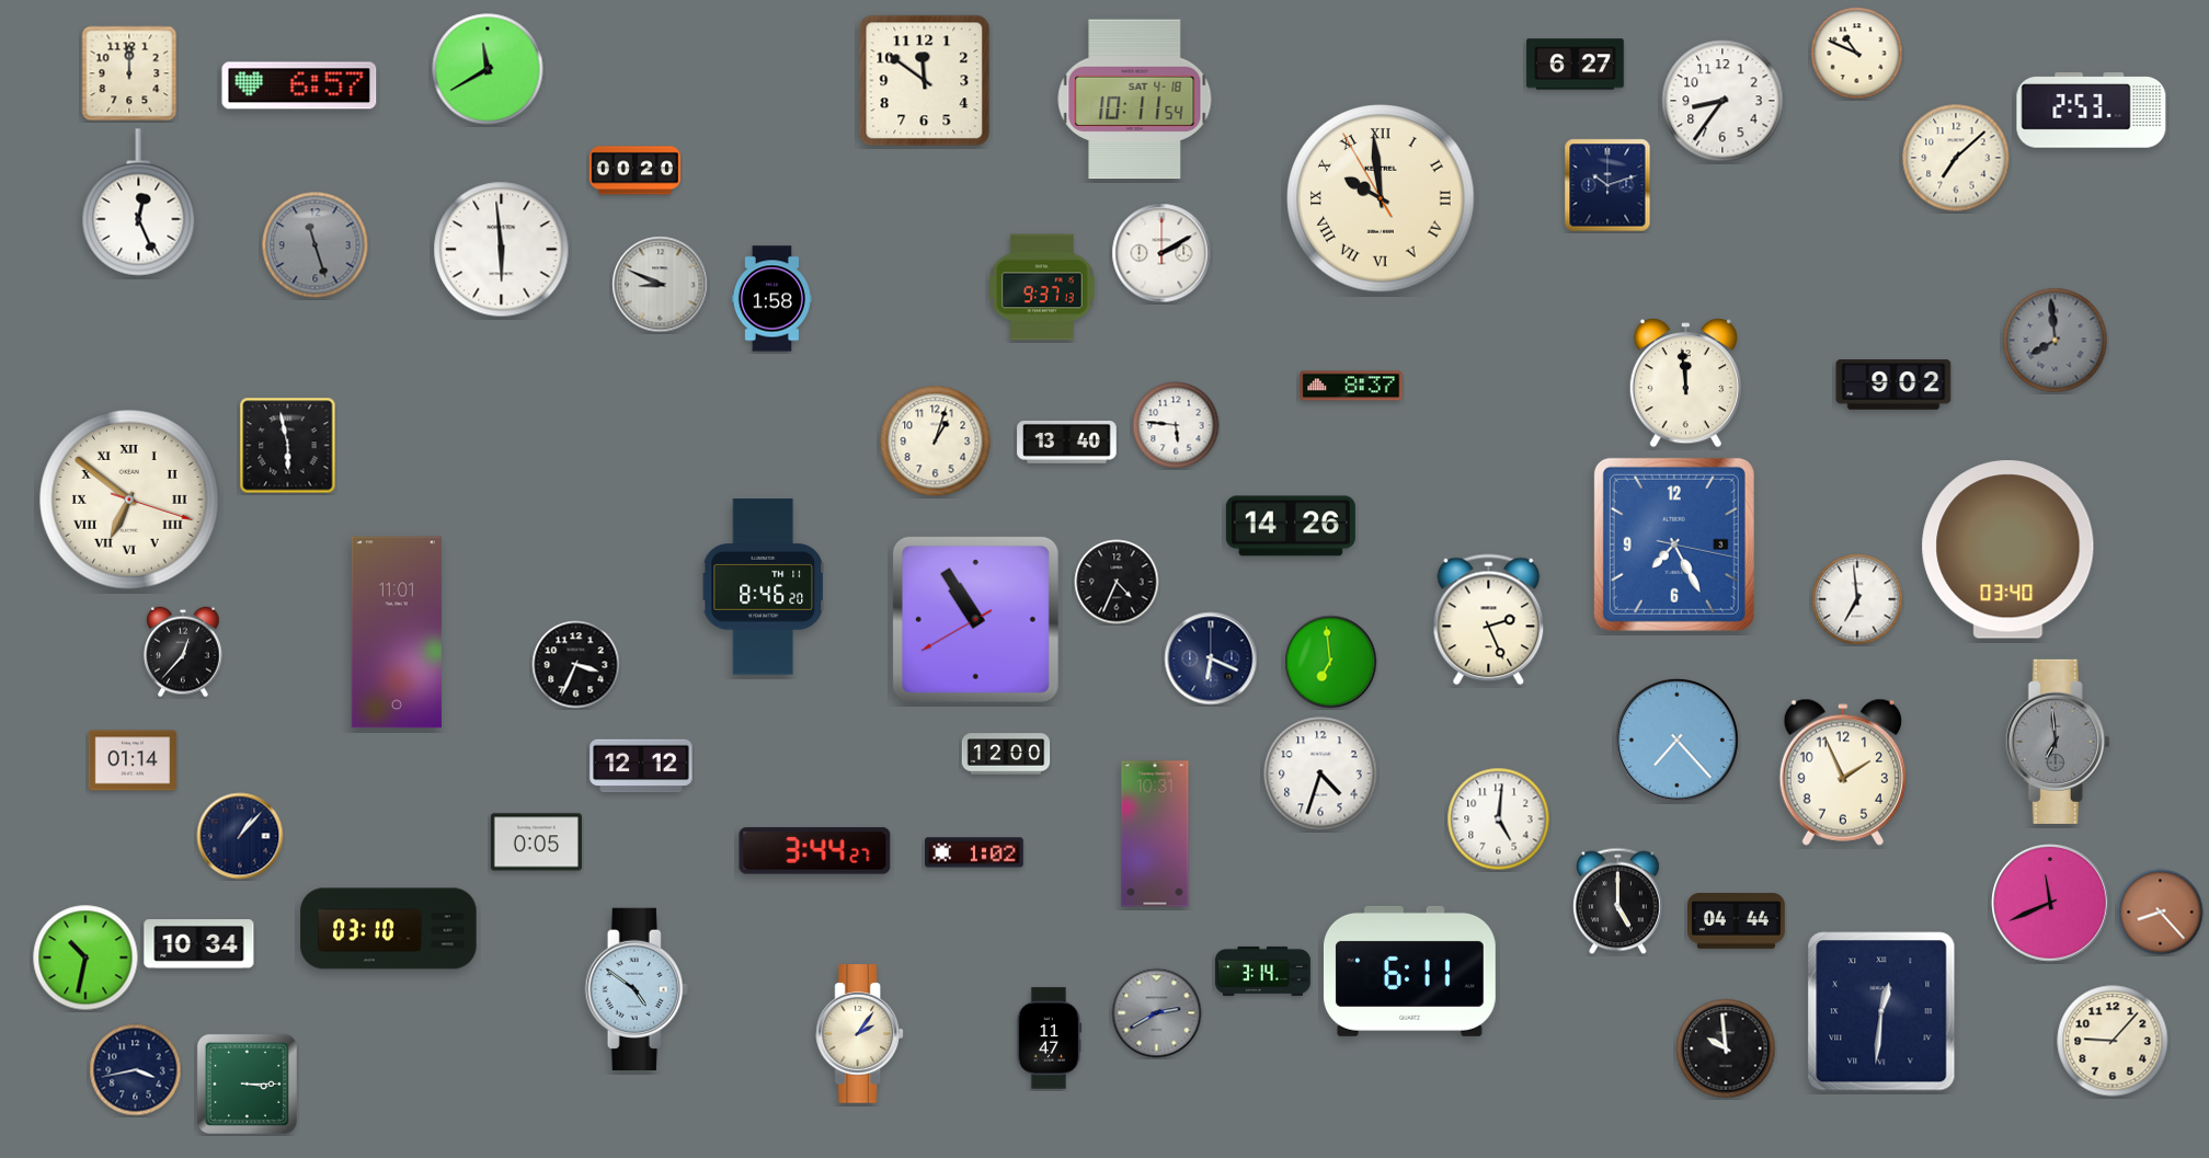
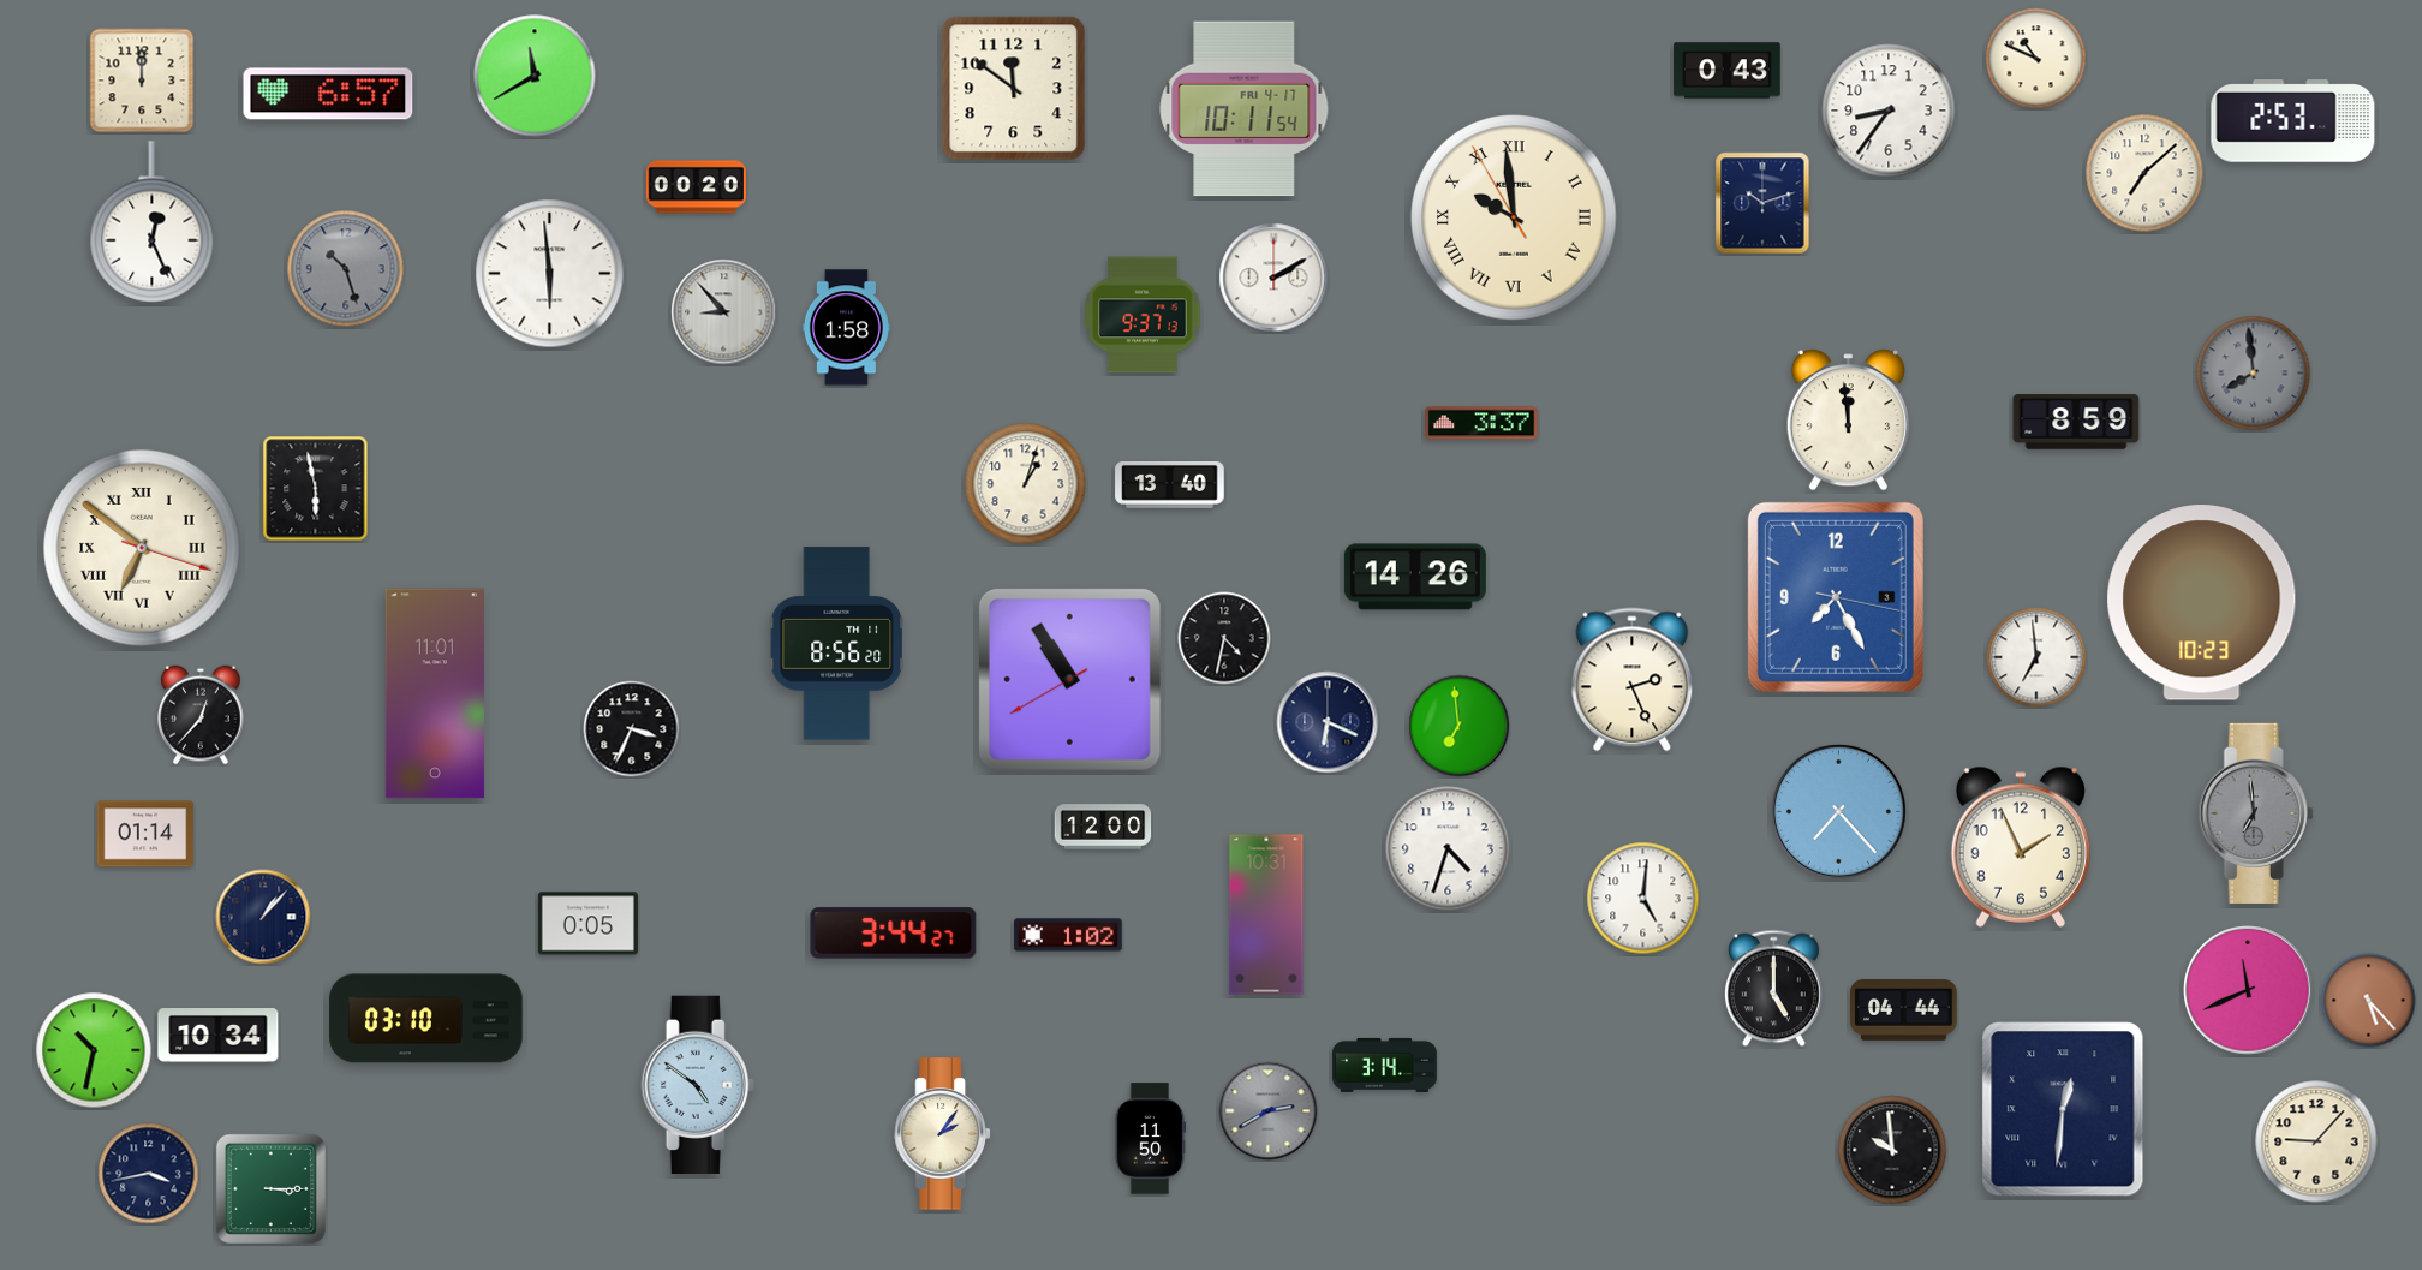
clock at (1576, 65): 6:27 -> 0:43
clock at (1135, 100) date: SAT 4-18 -> FRI 4-17
clock at (316, 245): 11:27 -> 10:27
clock at (661, 285): 8:49 -> 8:53
clock at (1893, 385): 9:02 -> 8:59
clock at (1351, 386): 8:37 -> 3:37
clock at (1176, 425): 5:46 -> none
clock at (2008, 550): 03:40 -> 10:23
clock at (1117, 582): 4:34 -> 4:32
clock at (763, 587): 8:46 -> 8:56
clock at (641, 766): 12:12 -> none
clock at (2161, 913): 8:23 -> 5:23
clock at (1409, 971): 6:11 -> none
clock at (1050, 1039): 11:47 -> 11:50
